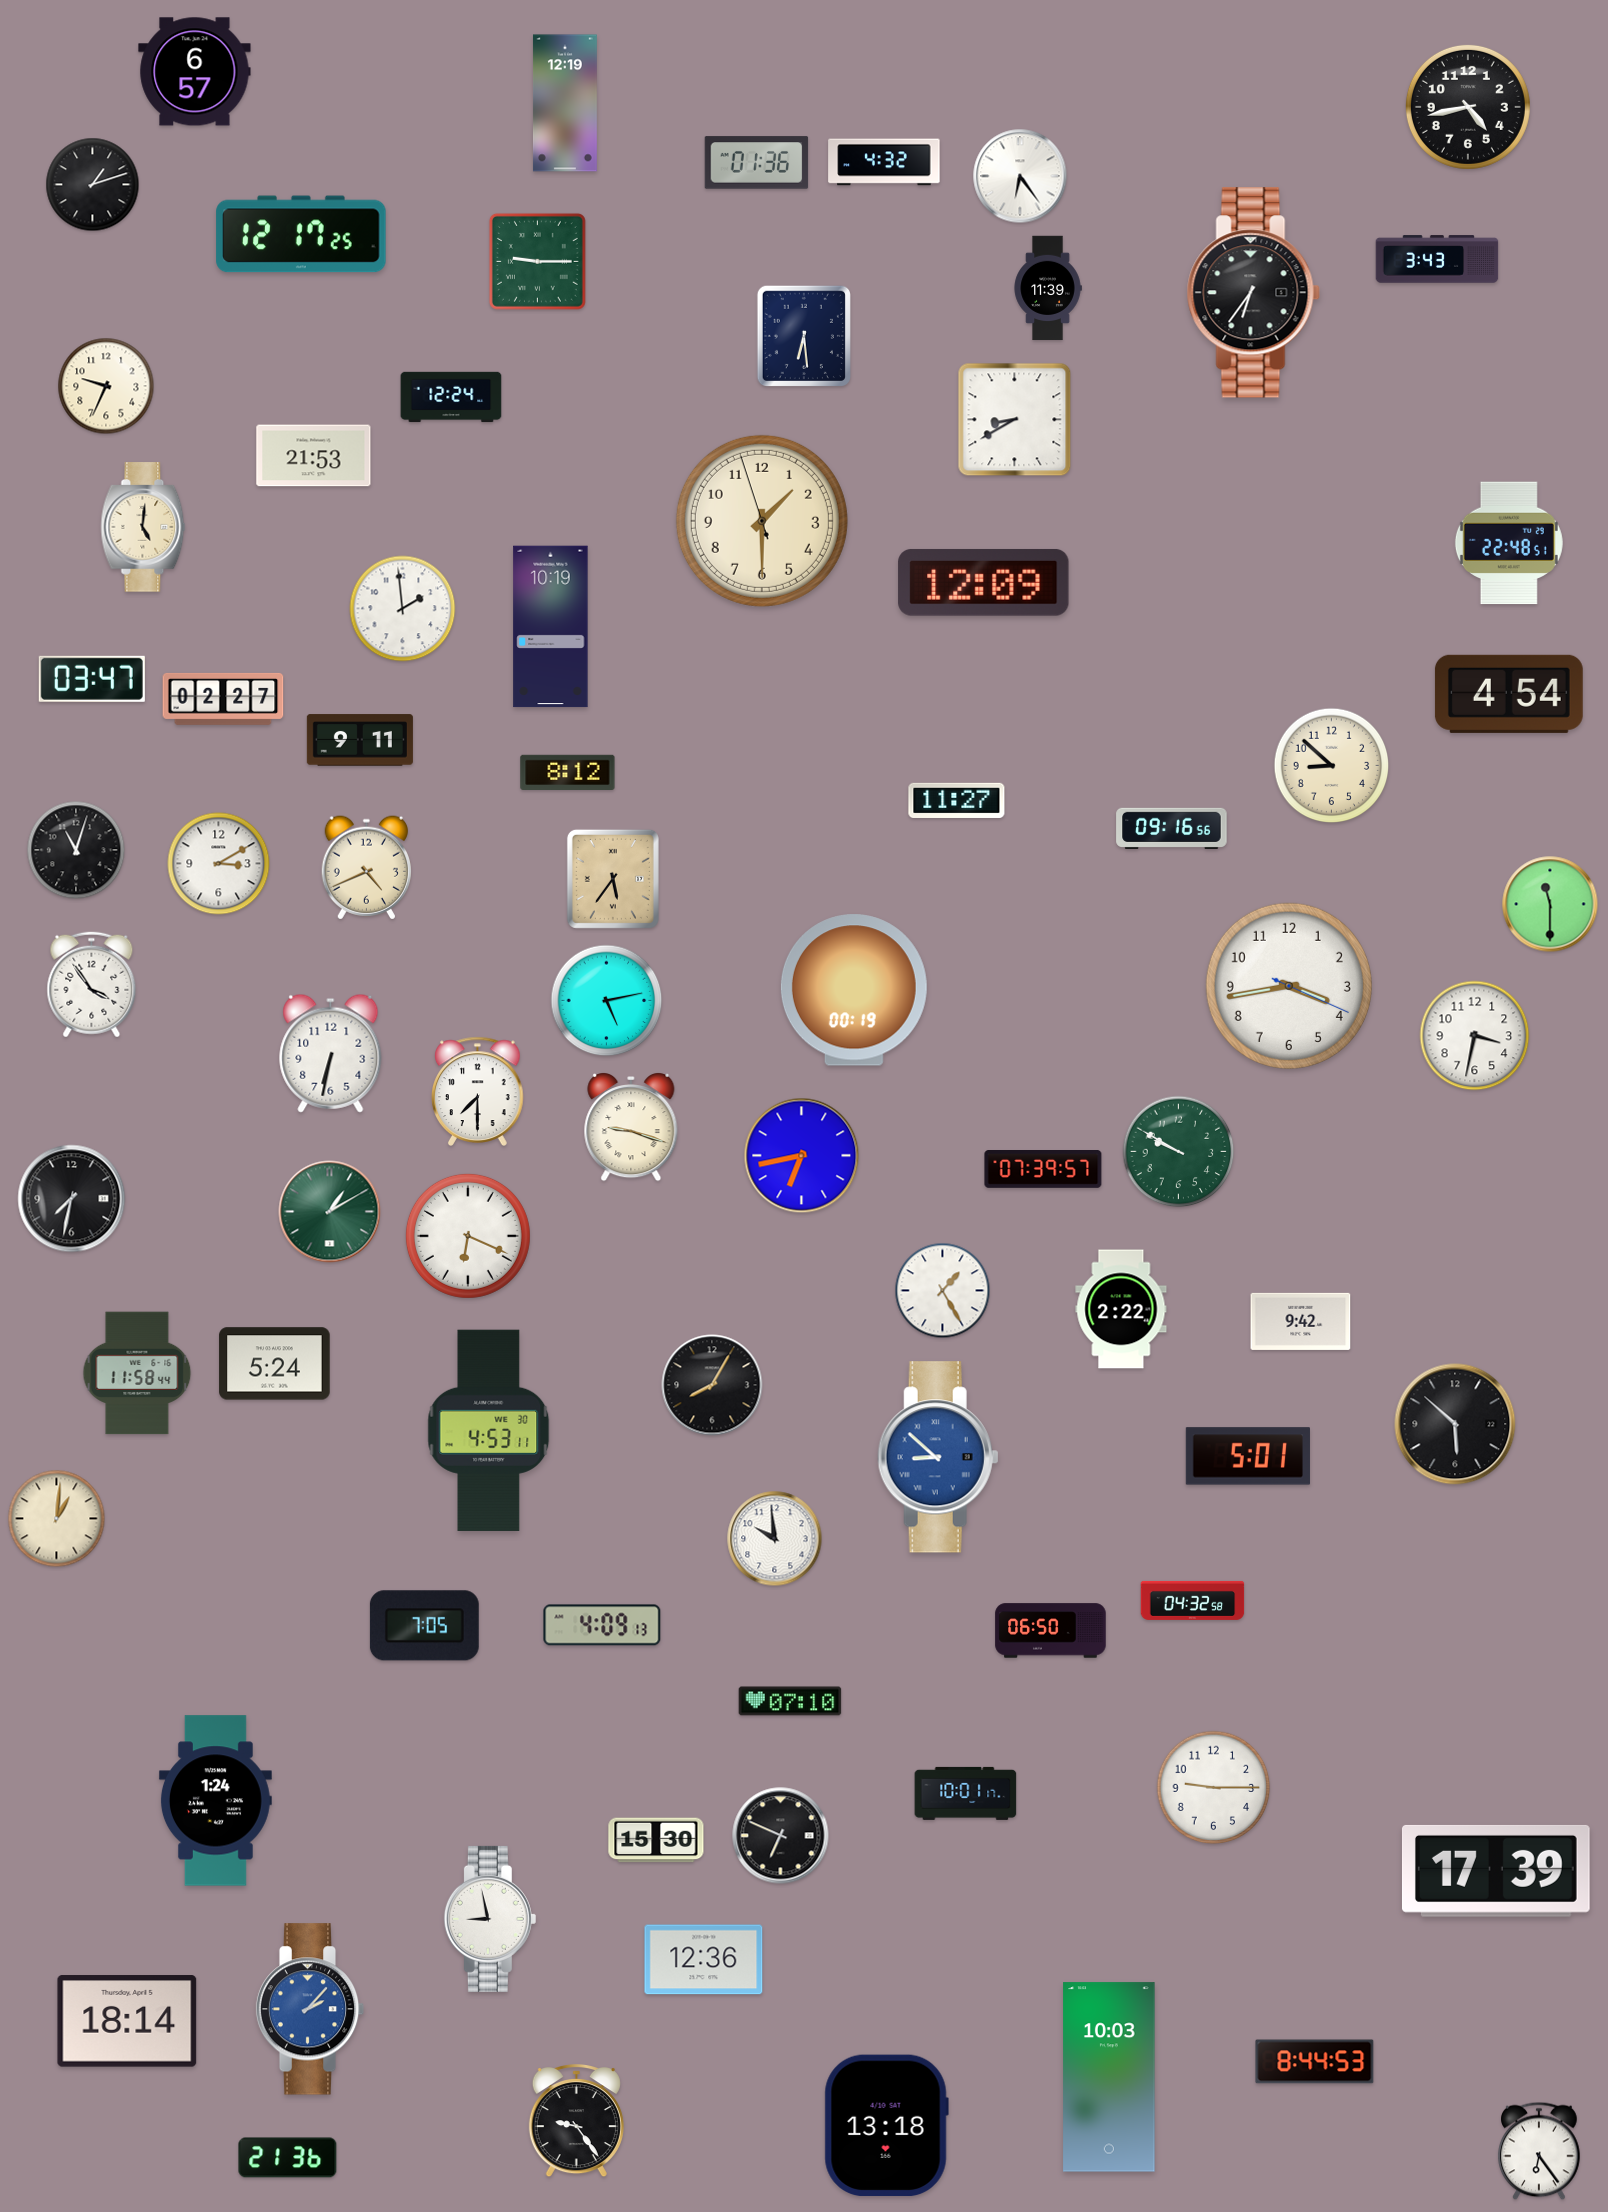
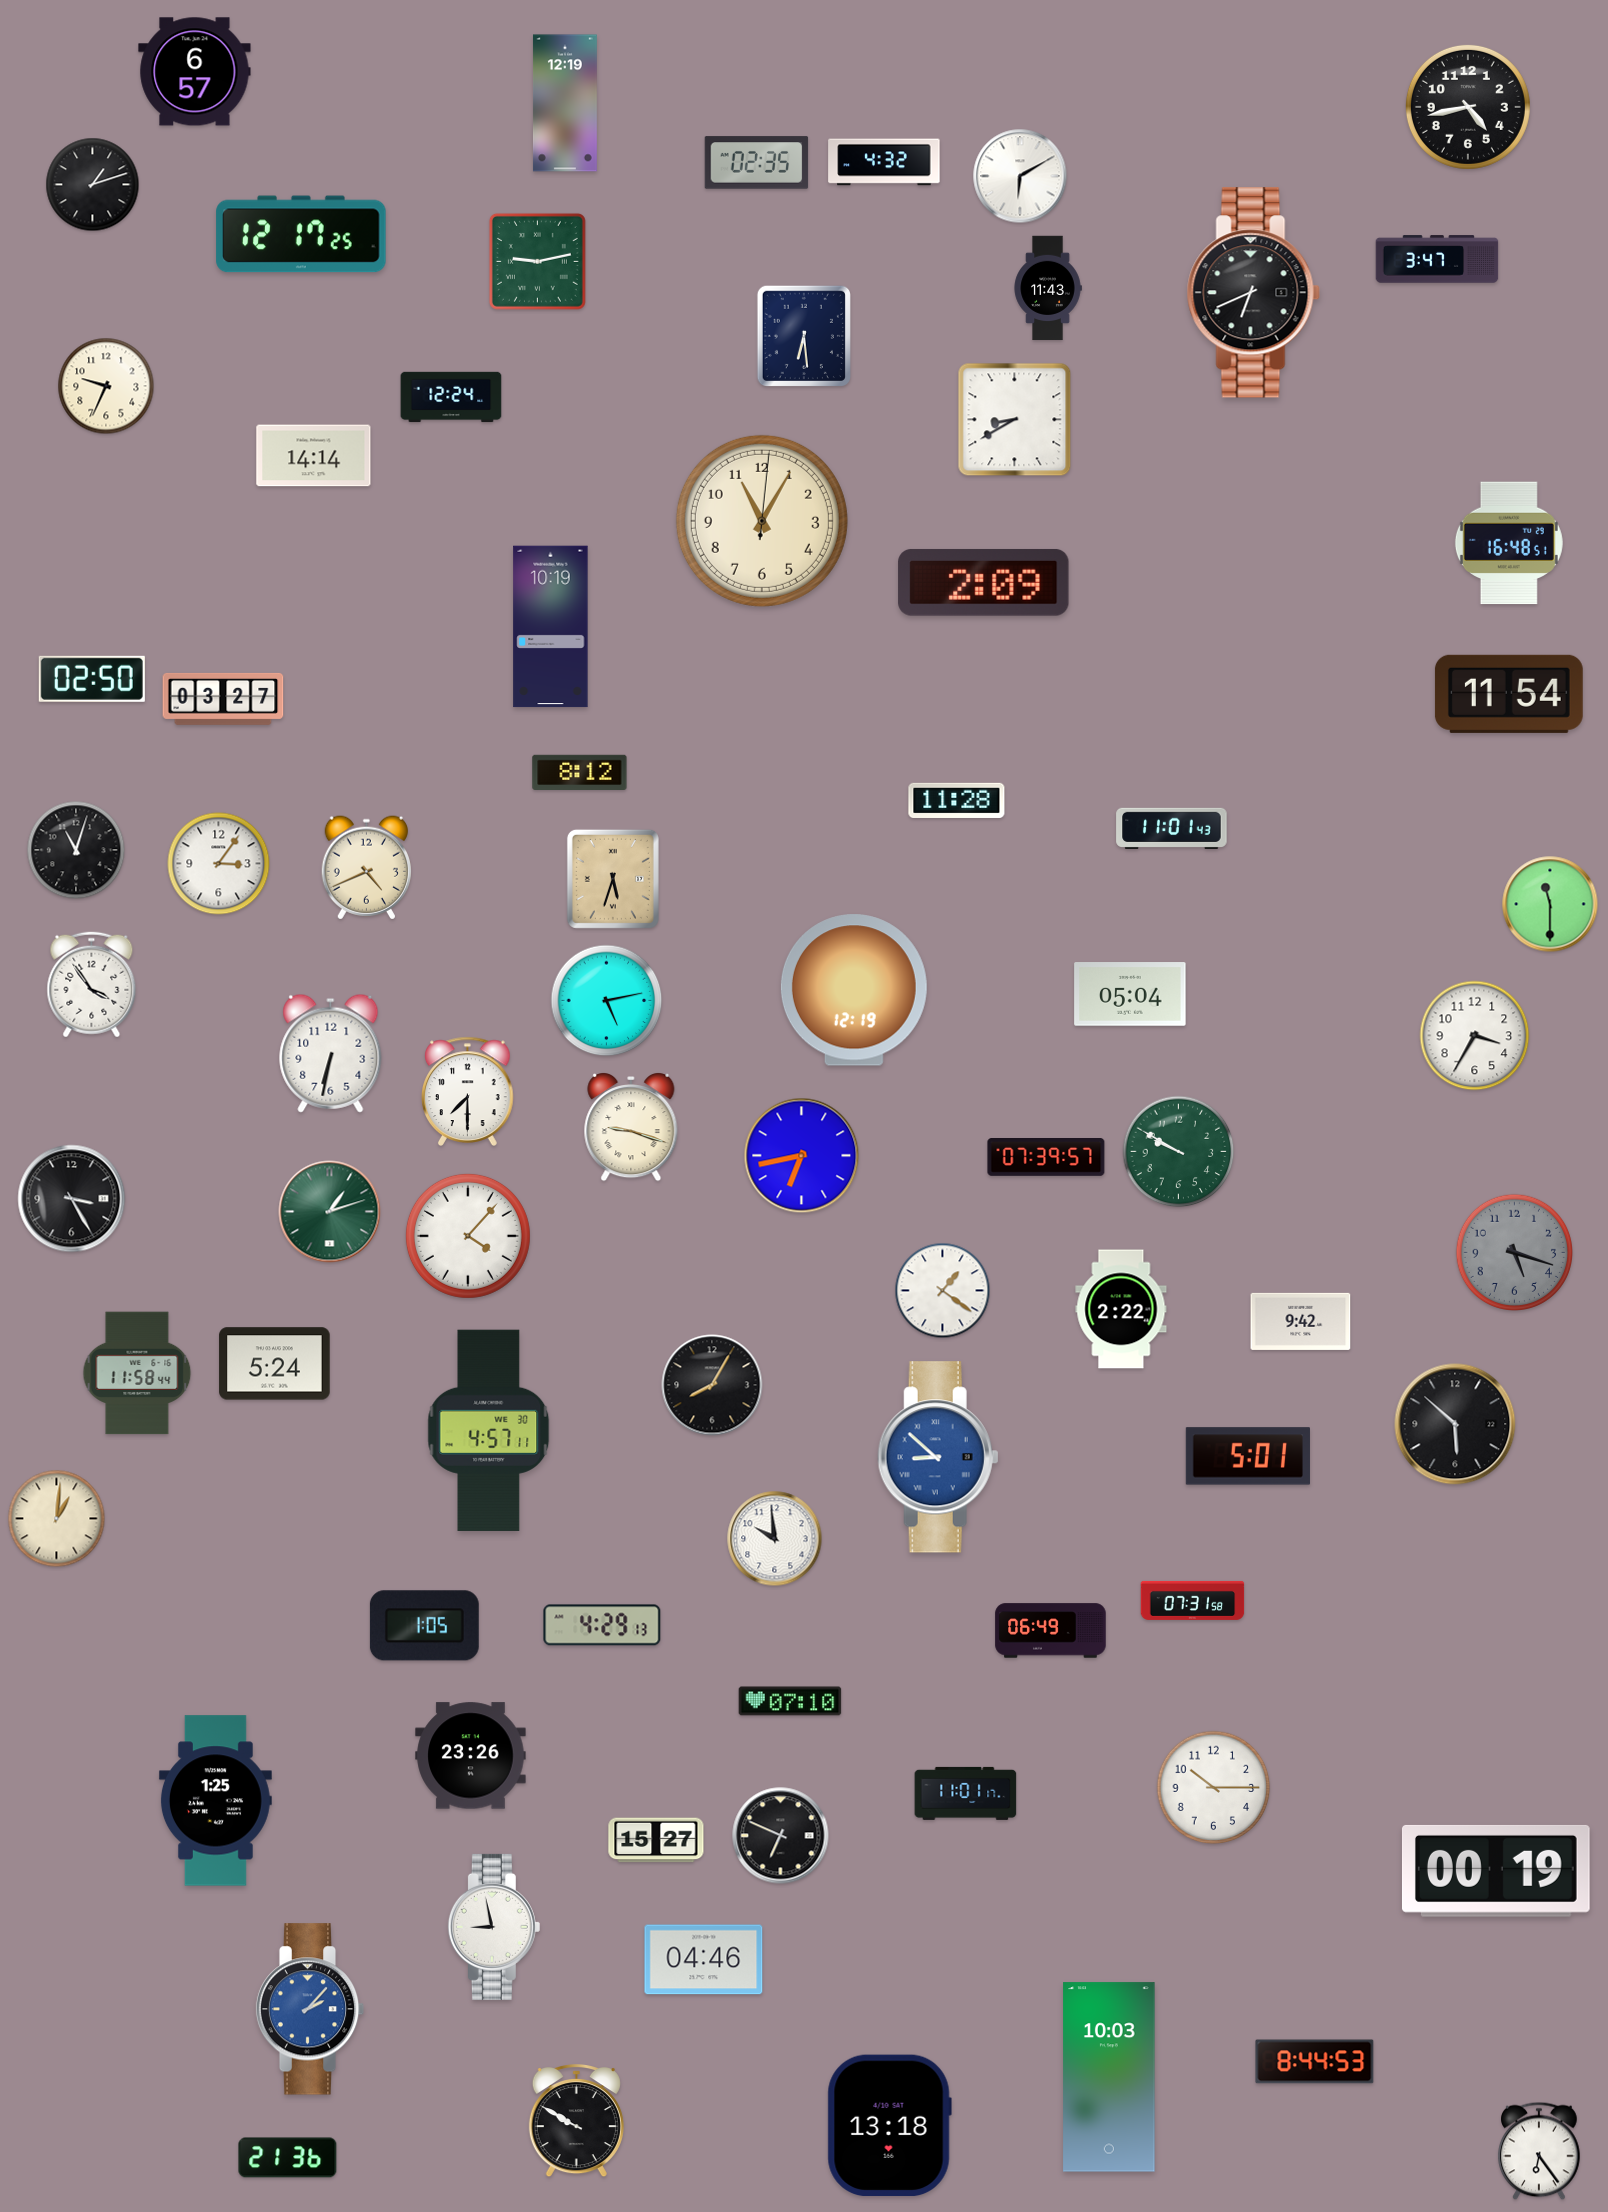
clock at (757, 163): 01:36 -> 02:35
clock at (1020, 176): 6:24 -> 6:10
clock at (1437, 259): 3:43 -> 3:47
clock at (537, 261): 9:15 -> 9:13
clock at (1048, 288): 11:39 -> 11:43
clock at (1253, 293): 6:36 -> 6:41
clock at (314, 456): 21:53 -> 14:14
clock at (762, 521): 1:29 -> 11:05
clock at (143, 527): 5:01 -> none
clock at (1509, 543): 22:48 -> 16:48
clock at (984, 582): 12:09 -> 2:09
clock at (403, 609): 1:59 -> none
clock at (92, 679): 03:47 -> 02:50
clock at (1509, 694): 4:54 -> 11:54
clock at (223, 699): 02:27 -> 03:27
clock at (360, 740): 9:11 -> none
clock at (1332, 766): 8:52 -> none
clock at (568, 772) position: (568, 772) -> (580, 772)
clock at (957, 800): 11:27 -> 11:28
clock at (1172, 828): 09:16 -> 11:01
clock at (219, 864): 3:10 -> 3:06
clock at (613, 879): 5:36 -> 5:33
clock at (1289, 986): 3:43 -> none
clock at (854, 990): 00:19 -> 12:19
clock at (1130, 994): none -> 05:04
clock at (1475, 1036): 3:32 -> 3:35
clock at (478, 1091) position: (478, 1091) -> (468, 1091)
clock at (1043, 1170) position: (1043, 1170) -> (1046, 1158)
clock at (72, 1199): 7:32 -> 3:25
clock at (330, 1212): 1:10 -> 1:12
clock at (468, 1236): 6:19 -> 4:07
clock at (1514, 1252): none -> 5:18
clock at (943, 1291): 1:25 -> 1:21
clock at (489, 1430): 4:53 -> 4:57
clock at (1193, 1600): 04:32 -> 07:31
clock at (602, 1625): 4:09 -> 4:29
clock at (424, 1626): 7:05 -> 1:05
clock at (1051, 1631): 06:50 -> 06:49
clock at (471, 1756): none -> 23:26
clock at (1214, 1788): 9:15 -> 10:15
clock at (966, 1793): 10:01 -> 11:01
clock at (215, 1801): 1:24 -> 1:25
clock at (656, 1840): 15:30 -> 15:27
clock at (1496, 1871): 17:39 -> 00:19
clock at (490, 1919) position: (490, 1919) -> (494, 1927)
clock at (704, 1960): 12:36 -> 04:46
clock at (127, 2021): 18:14 -> none
clock at (576, 2122): 9:24 -> 9:50
clock at (886, 2126) position: (886, 2126) -> (889, 2126)
